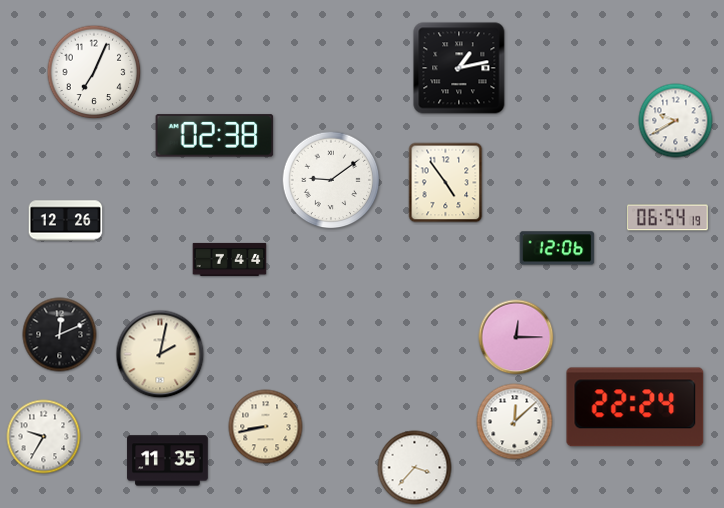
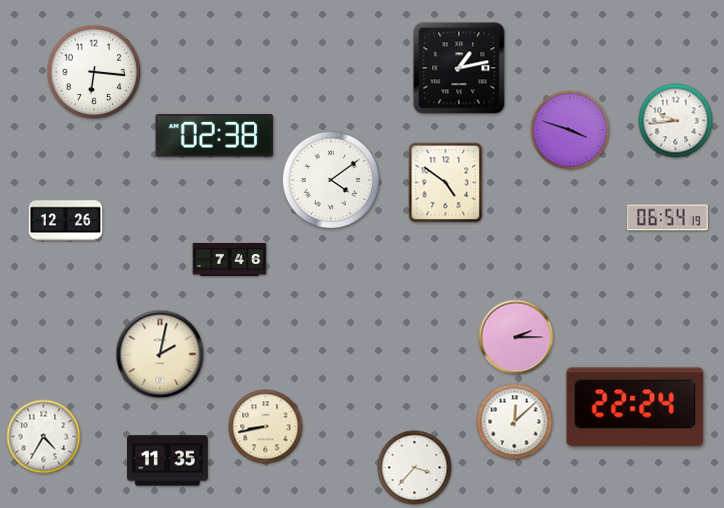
clock at (94, 72): 7:04 -> 6:16
clock at (676, 121): 9:40 -> 9:44
clock at (570, 130): none -> 3:48
clock at (331, 180): 9:09 -> 4:09
clock at (446, 183): 4:54 -> 4:51
clock at (557, 248): 12:06 -> none
clock at (230, 259): 7:44 -> 7:46
clock at (60, 335): 12:11 -> none
clock at (516, 337): 12:15 -> 2:15
clock at (44, 437): 9:35 -> 4:35
